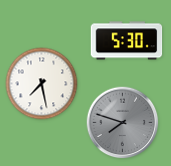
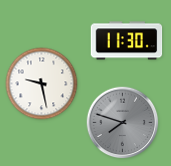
clock at (127, 41): 5:30 -> 11:30
clock at (42, 84): 7:28 -> 9:28
